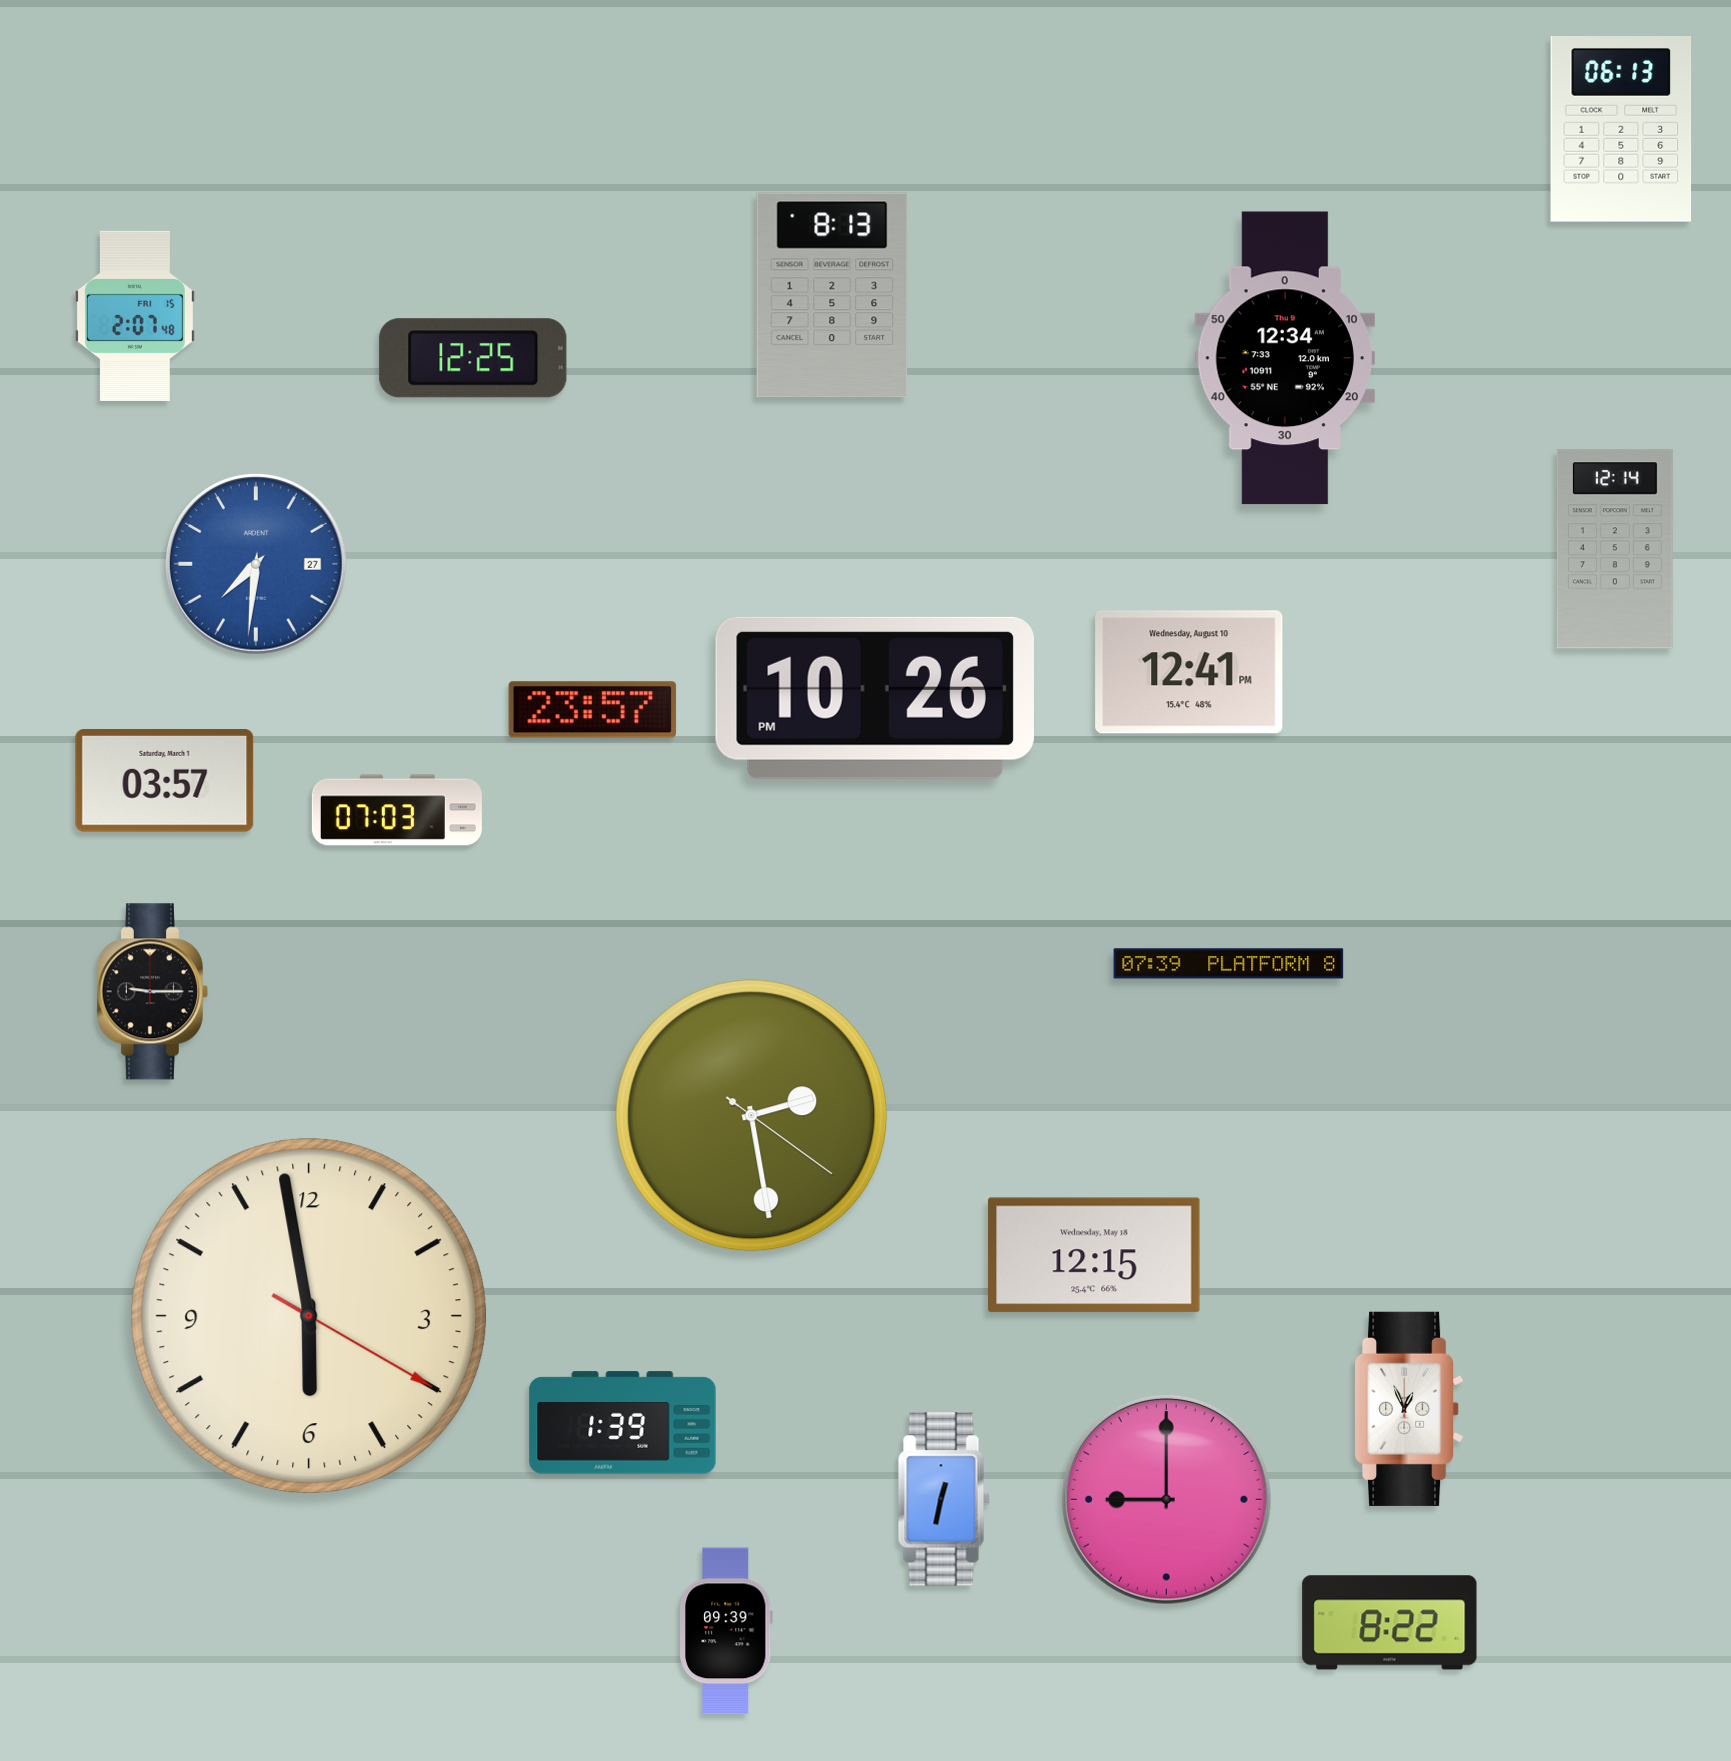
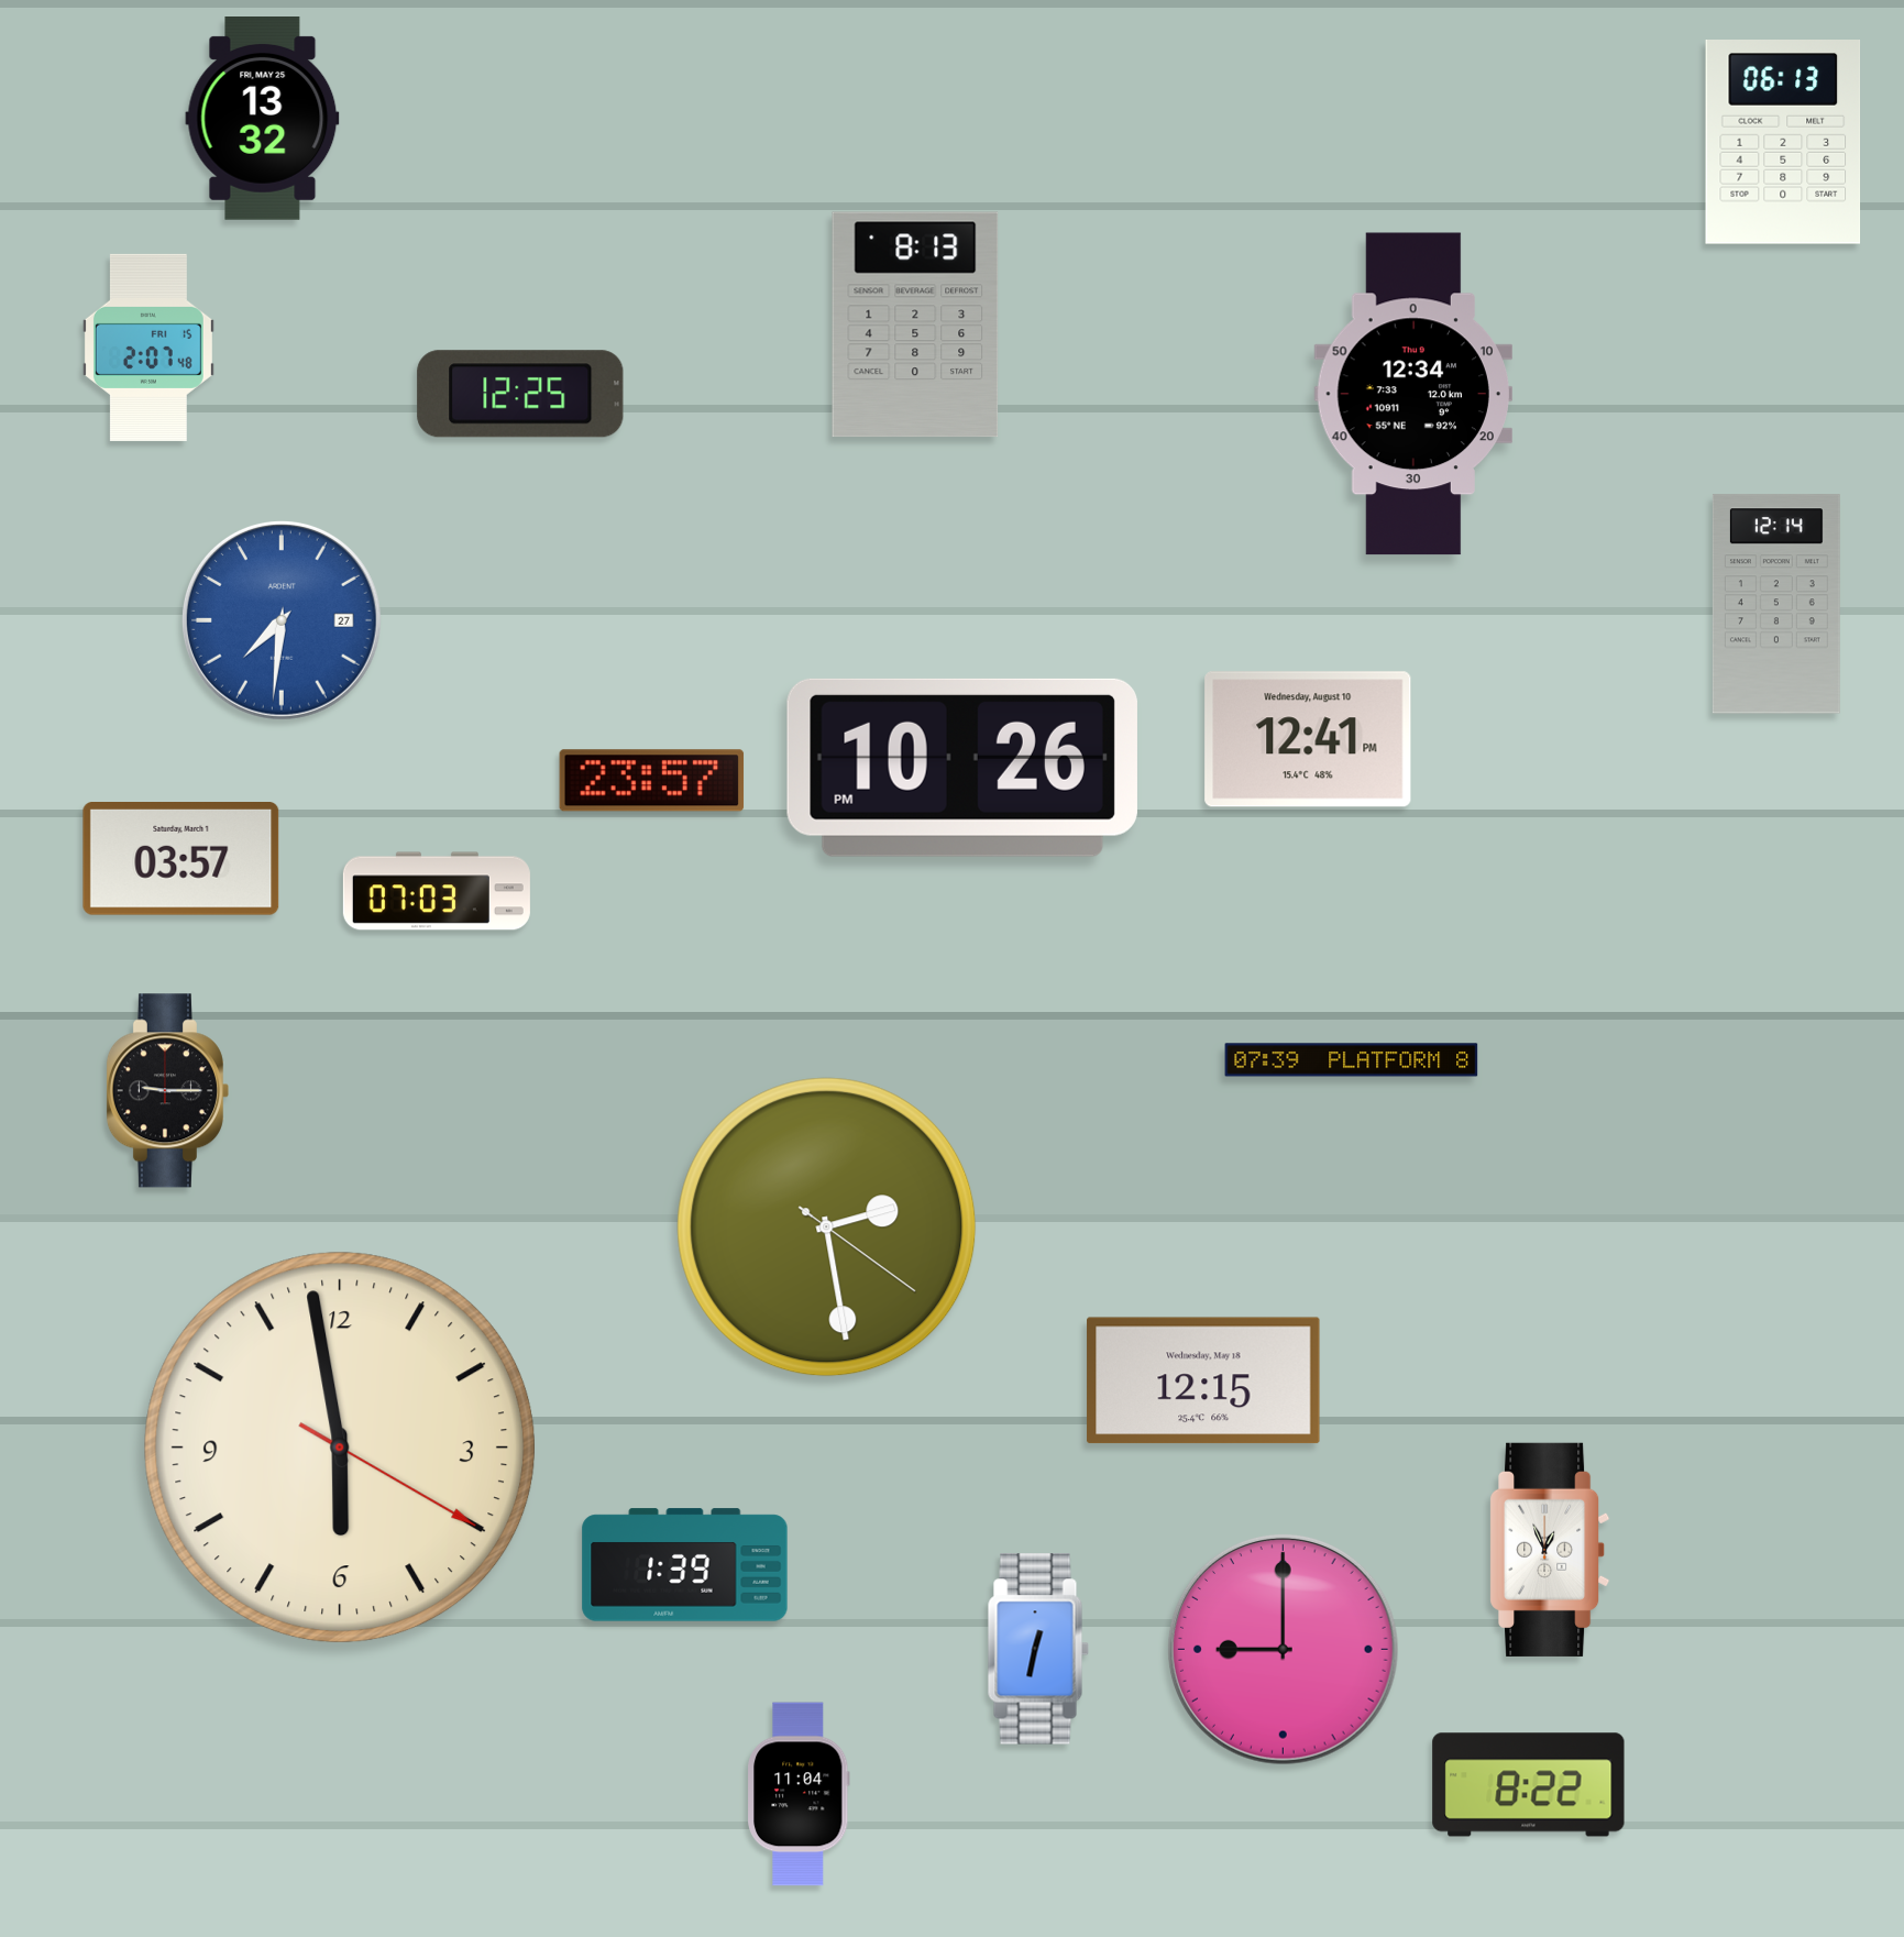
clock at (263, 119): none -> 13:32
clock at (727, 1631): 09:39 -> 11:04
